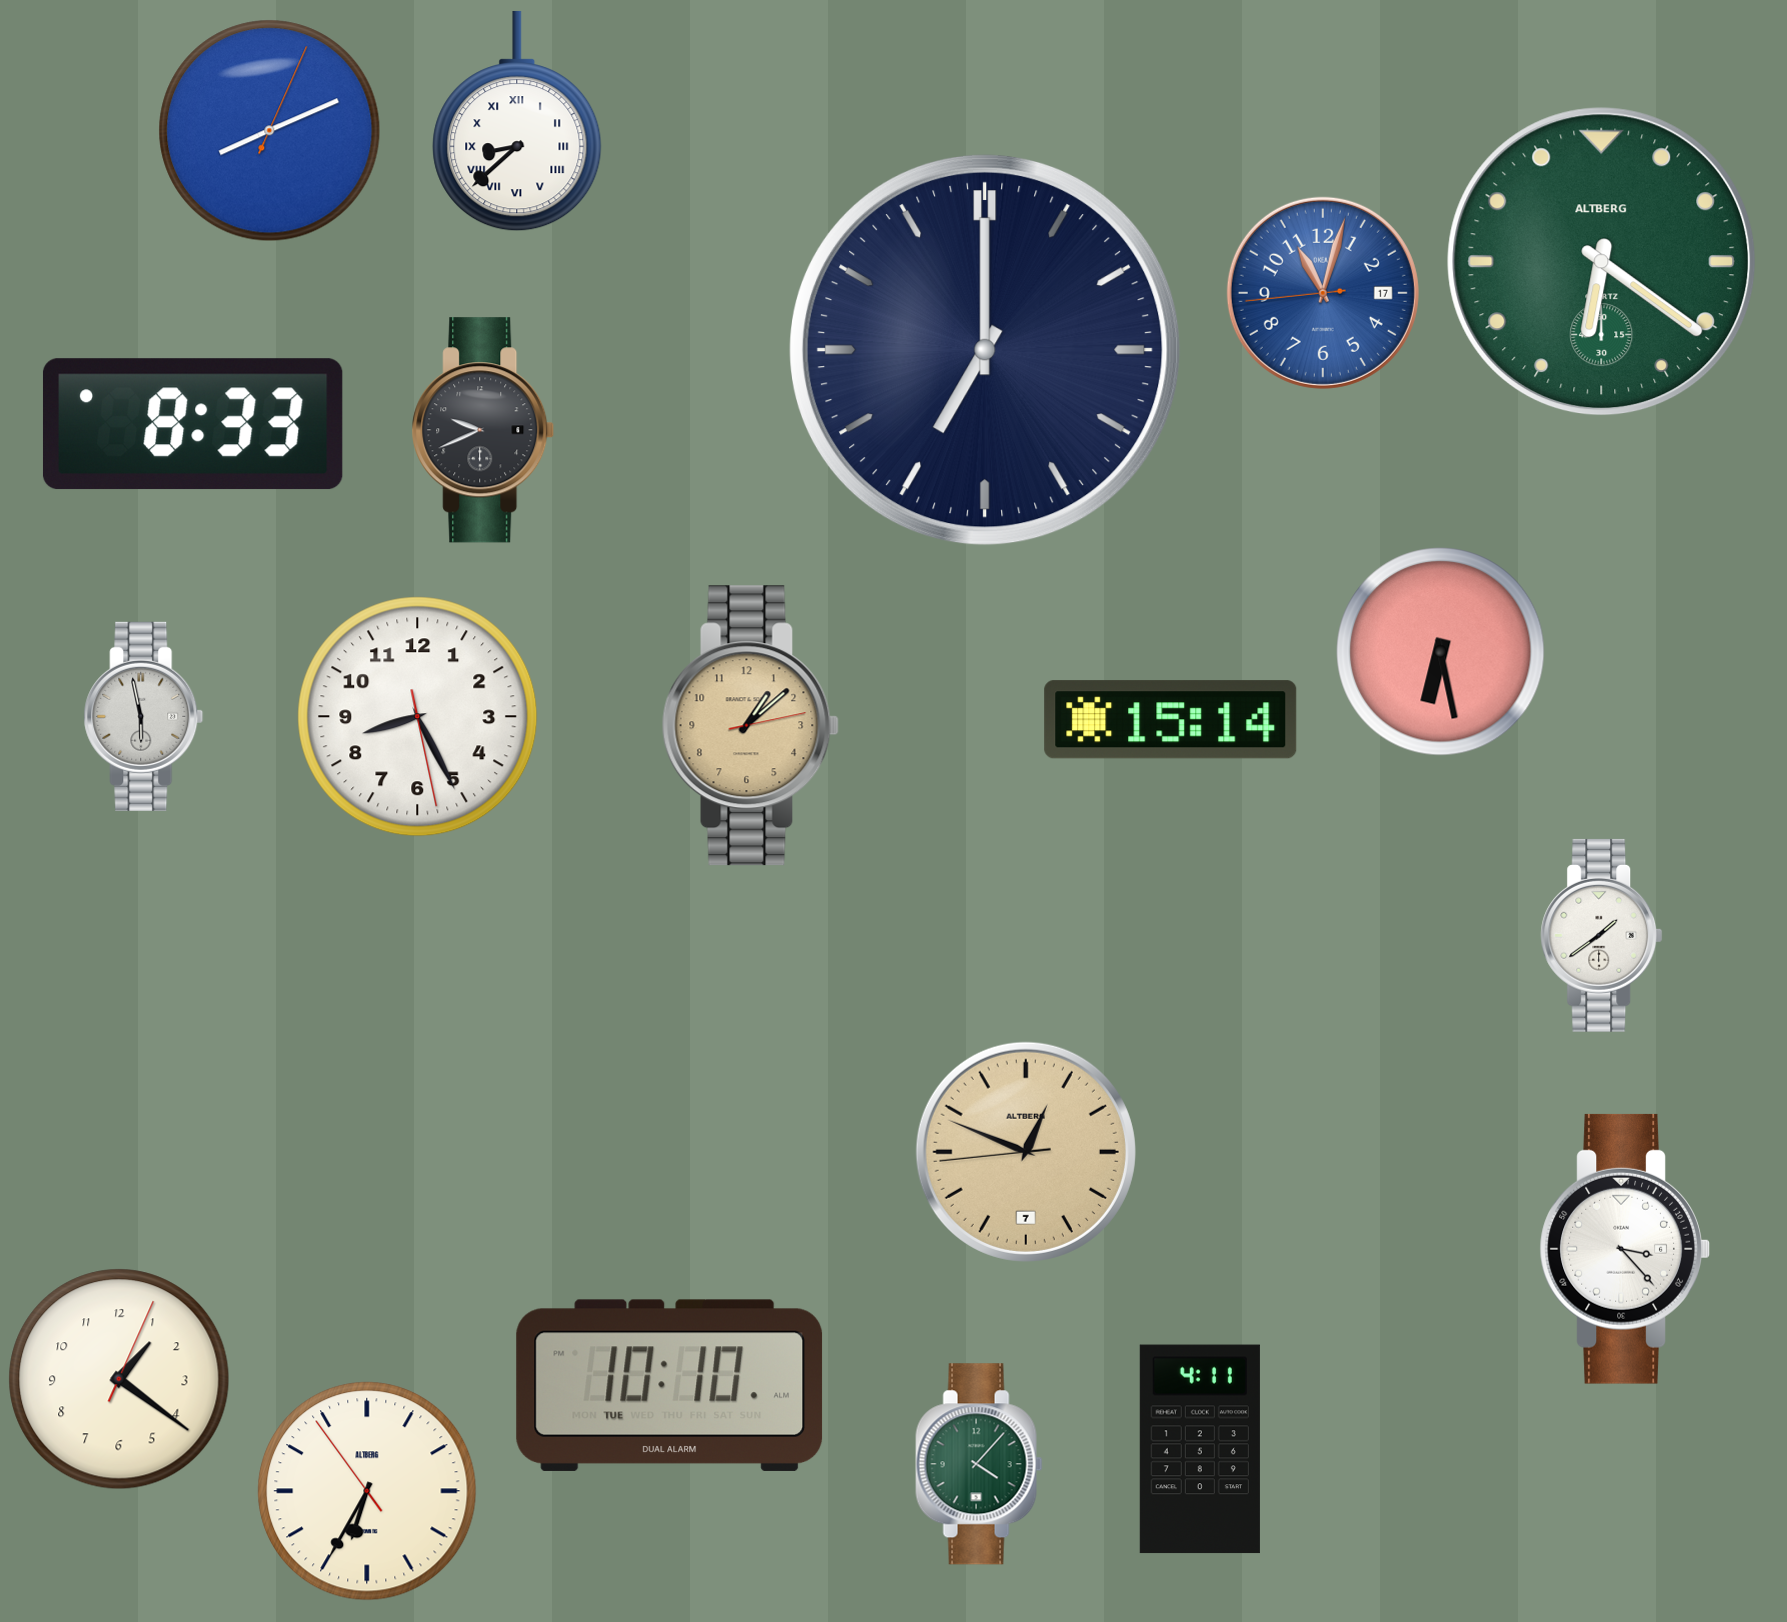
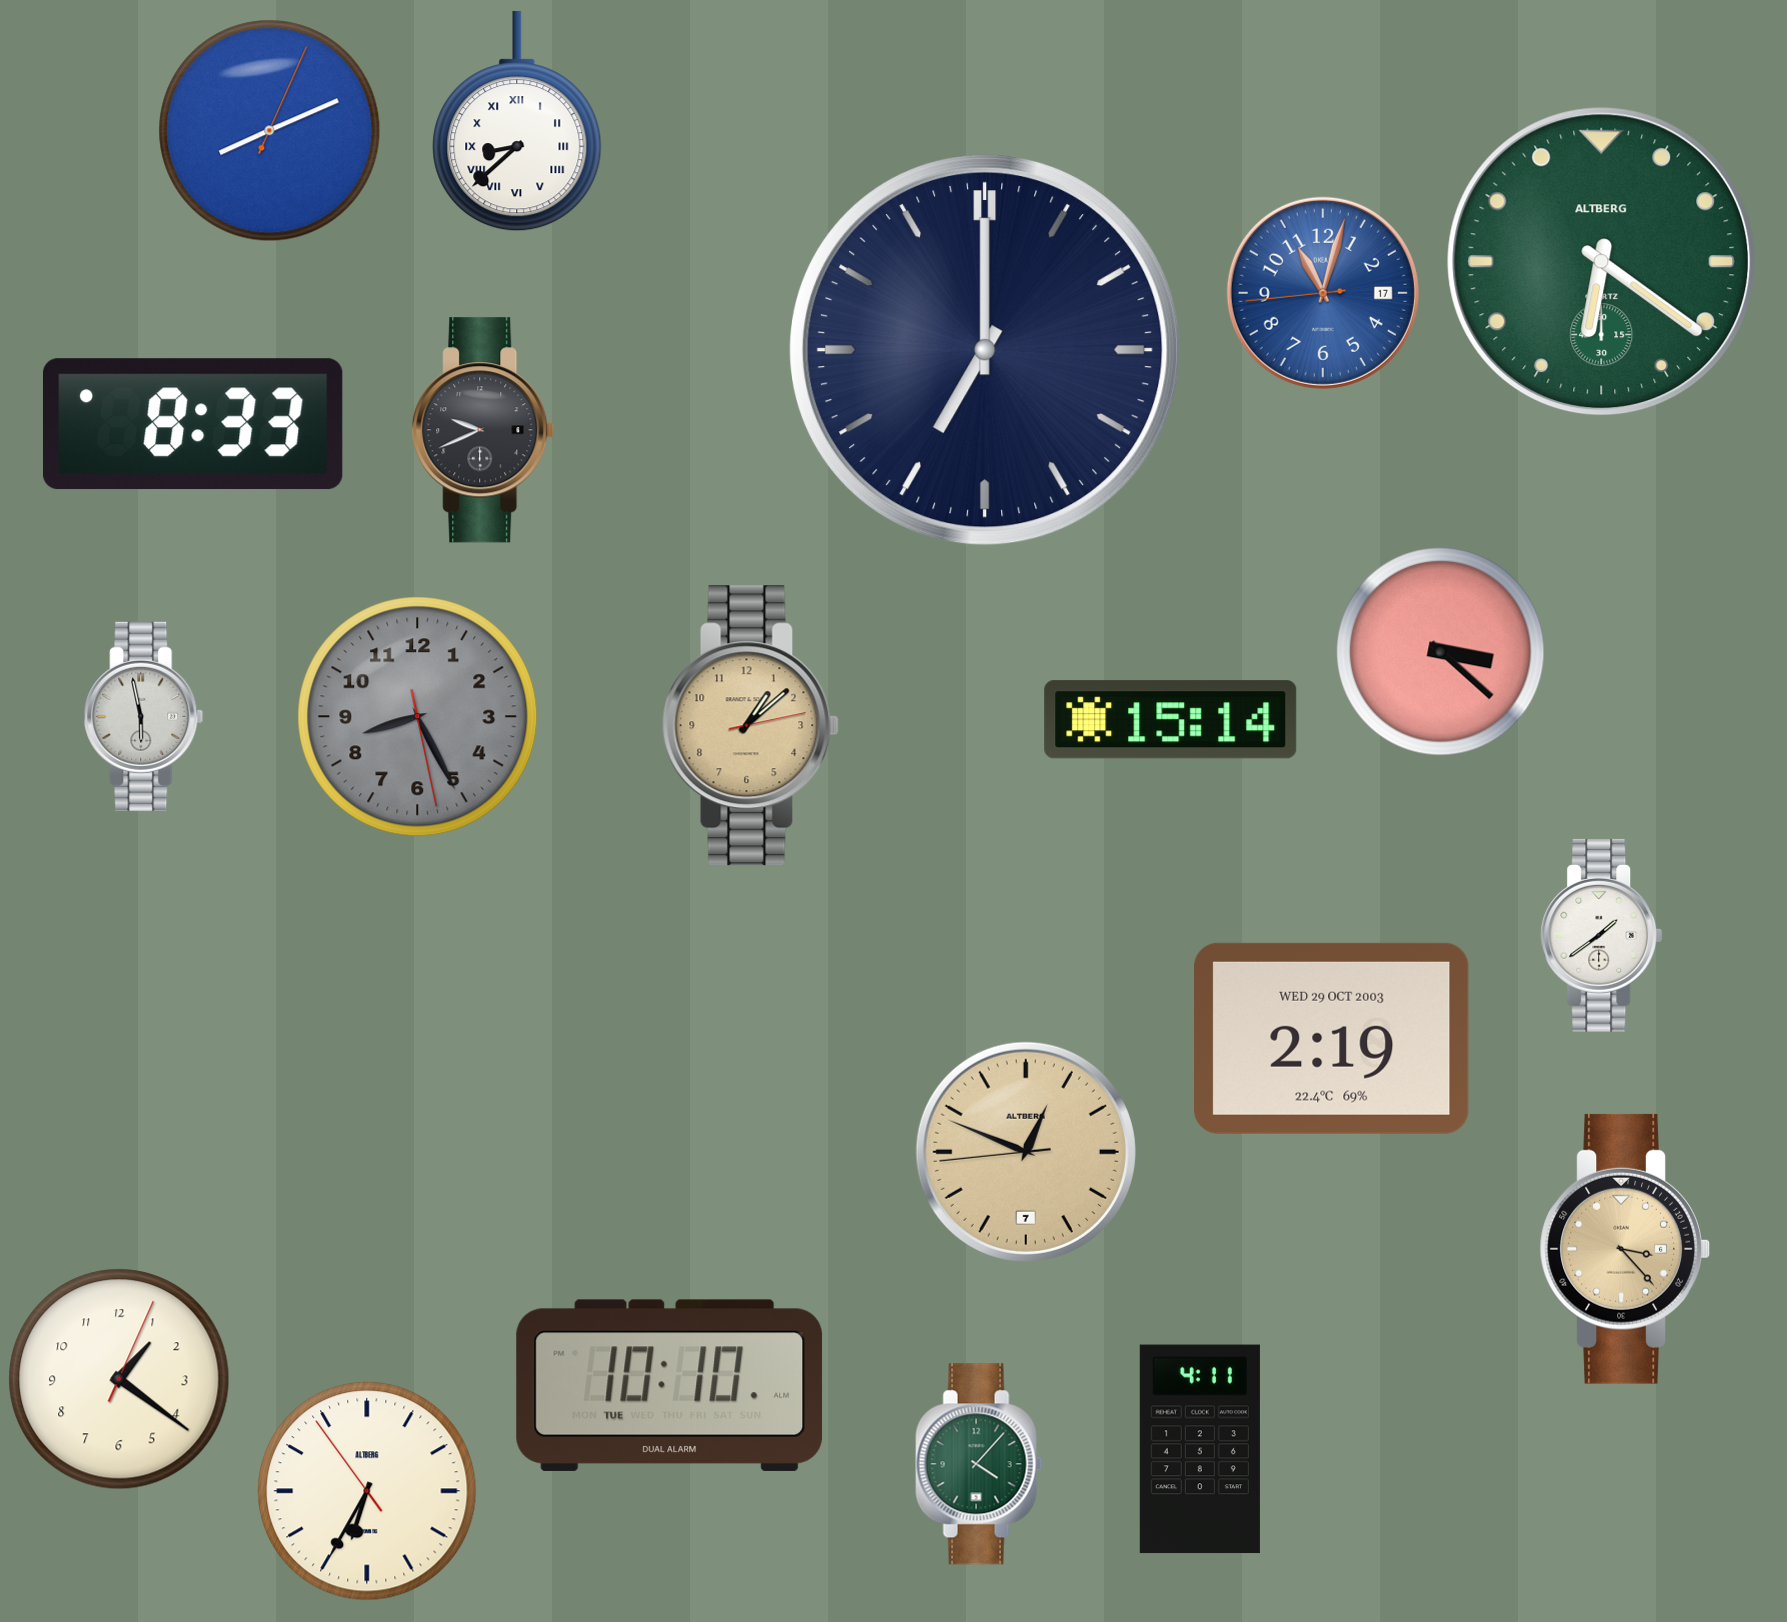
clock at (1441, 652): 6:28 -> 3:22
clock at (418, 717) dial: white -> grey
clock at (1332, 1038): none -> 2:19
clock at (1625, 1249) dial: white -> champagne
